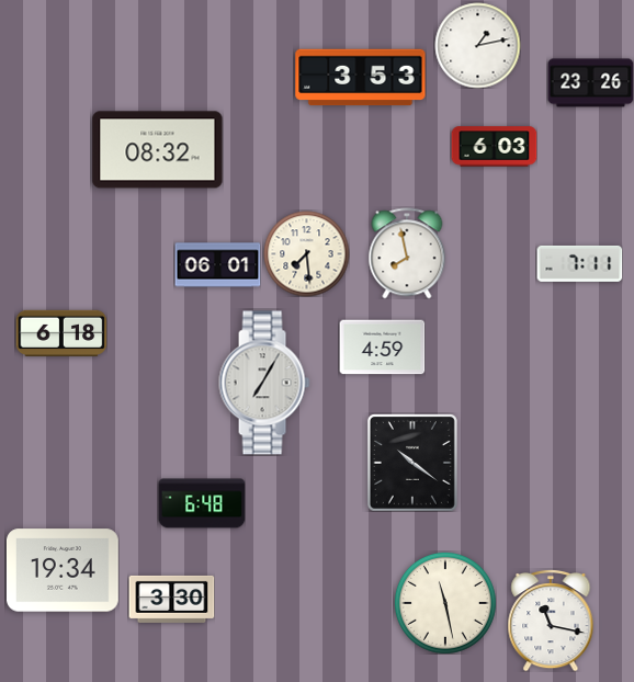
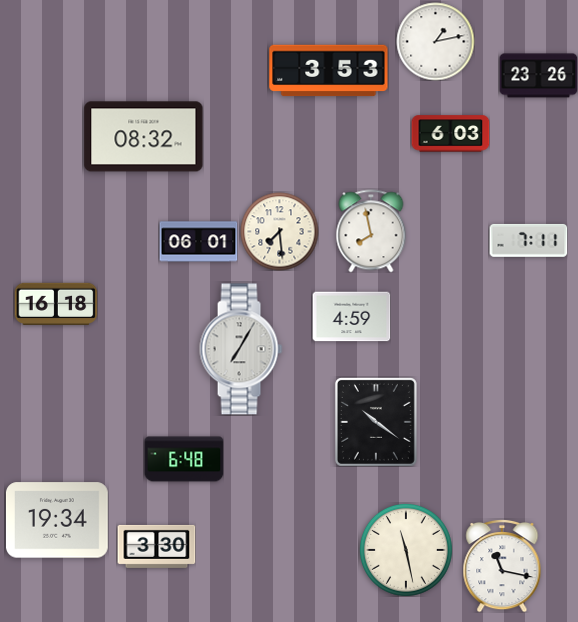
clock at (61, 333): 6:18 -> 16:18
clock at (382, 348) position: (382, 348) -> (351, 317)
